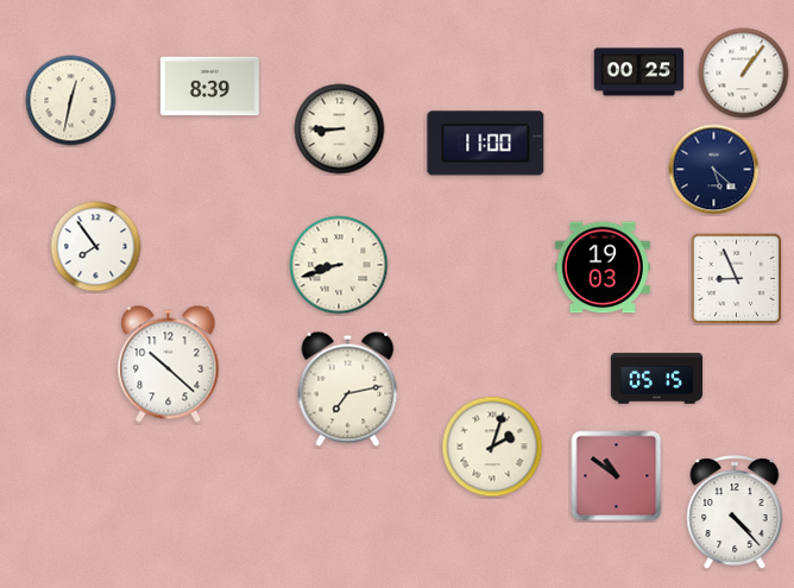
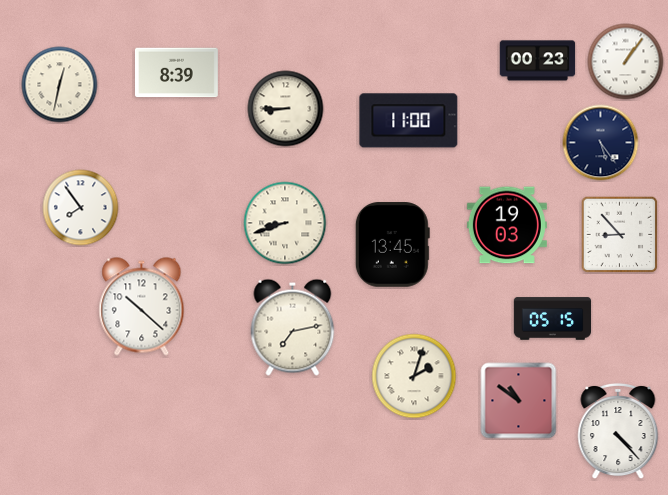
clock at (639, 72): 00:25 -> 00:23
clock at (714, 170): 5:22 -> 5:24
clock at (737, 279): 8:56 -> 8:53
clock at (392, 245): none -> 13:45
